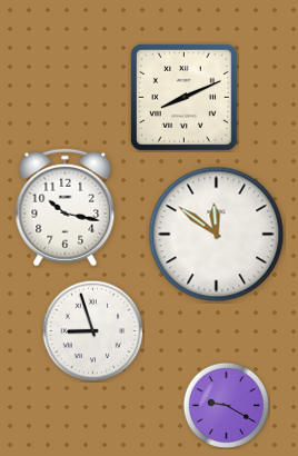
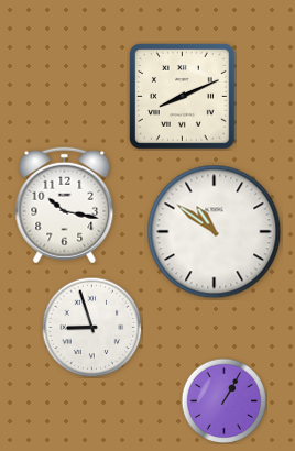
clock at (217, 235): 11:51 -> 10:51
clock at (226, 405): 9:20 -> 1:05
